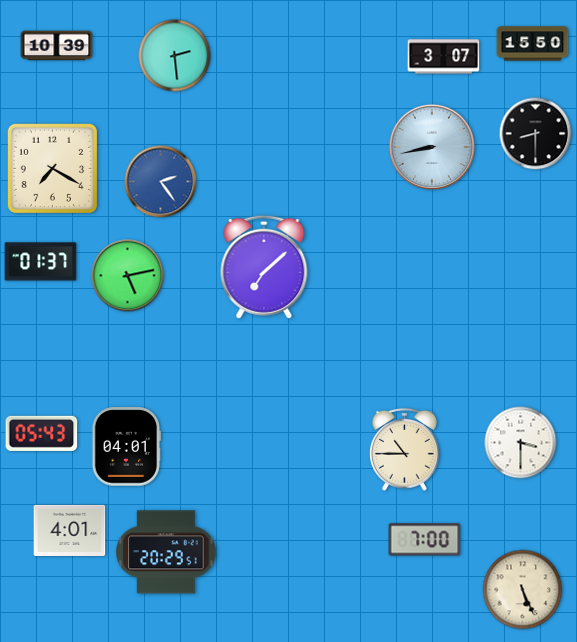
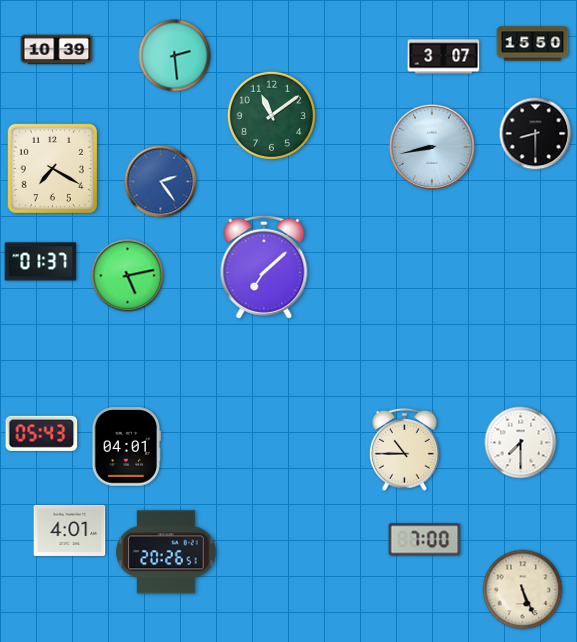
clock at (57, 46) position: (57, 46) -> (57, 50)
clock at (271, 115): none -> 11:09
clock at (521, 443): 3:30 -> 7:30
clock at (166, 552): 20:29 -> 20:26
